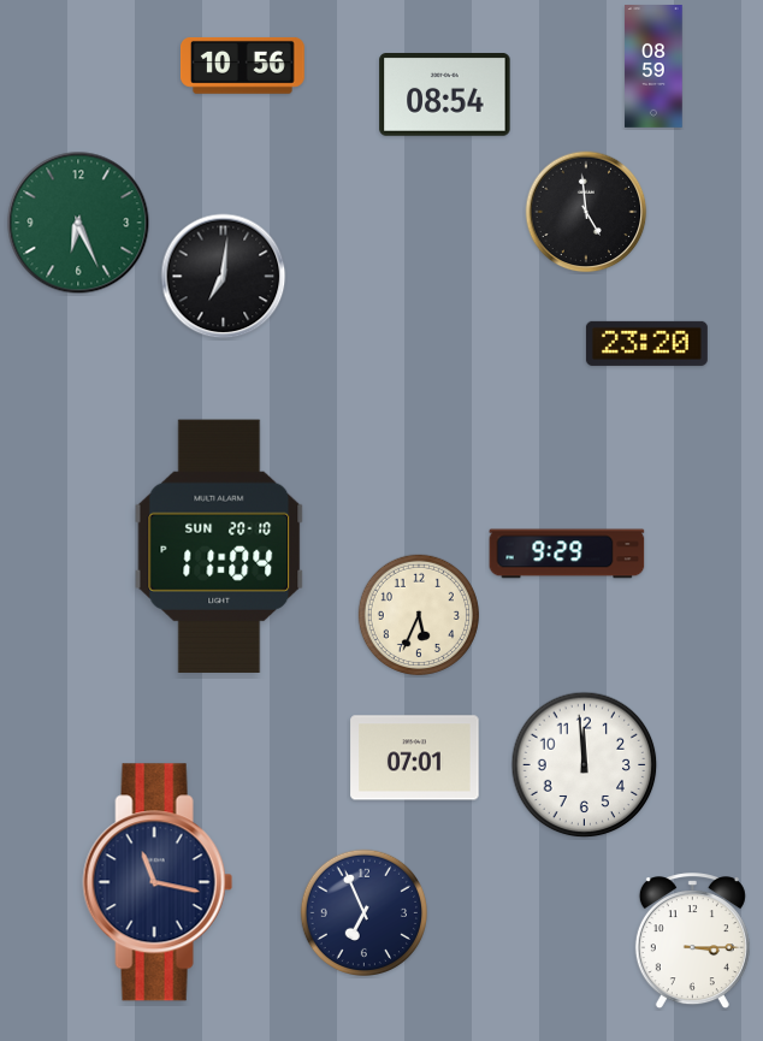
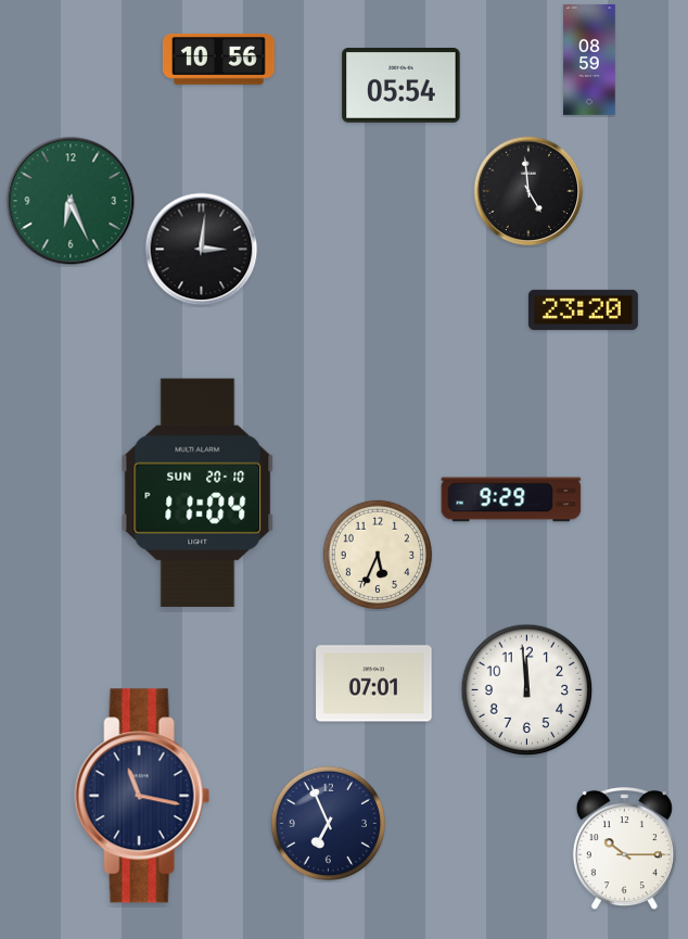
clock at (445, 95): 08:54 -> 05:54
clock at (224, 277): 7:01 -> 3:01
clock at (692, 941): 3:15 -> 10:15
